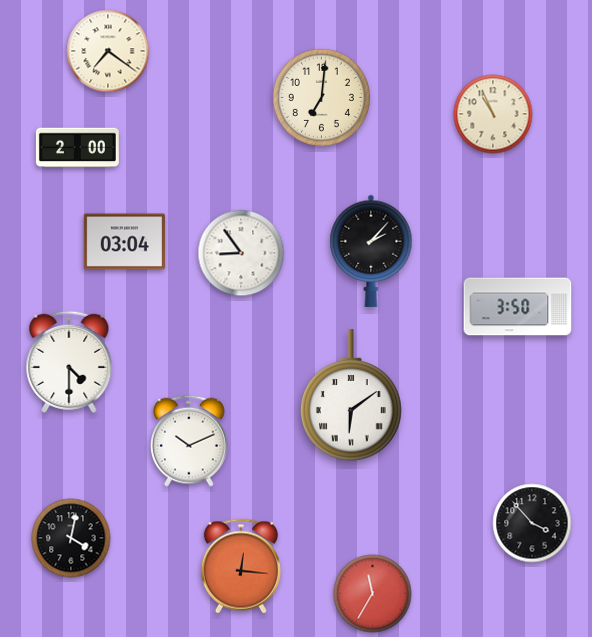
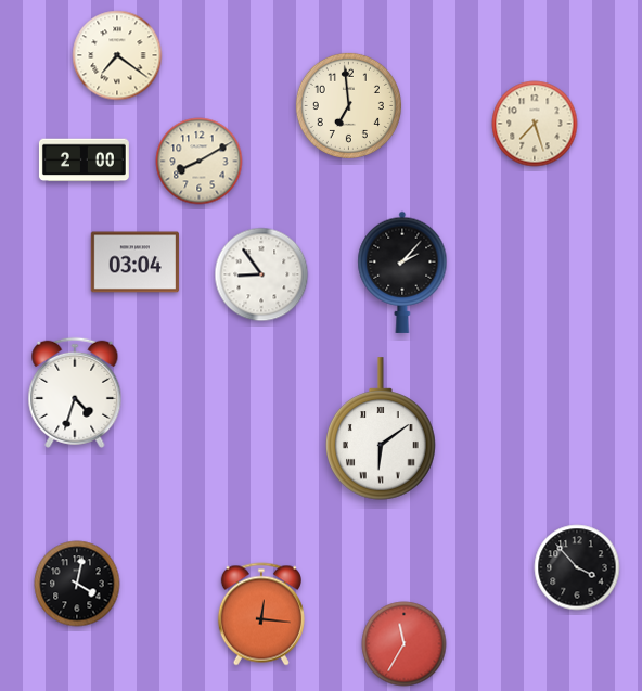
clock at (321, 97): 7:01 -> 6:59
clock at (493, 114): 10:56 -> 7:27
clock at (200, 162): none -> 8:10
clock at (518, 307): 3:50 -> none
clock at (69, 362): 4:30 -> 4:33
clock at (190, 441): 10:11 -> none
